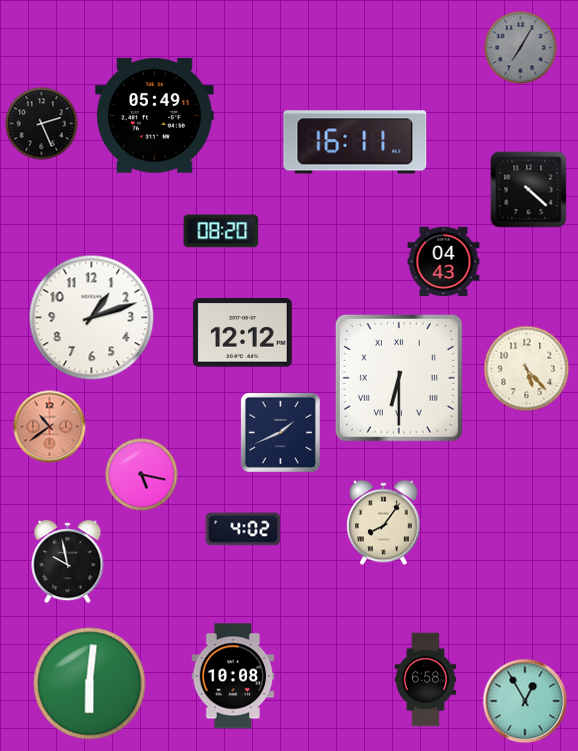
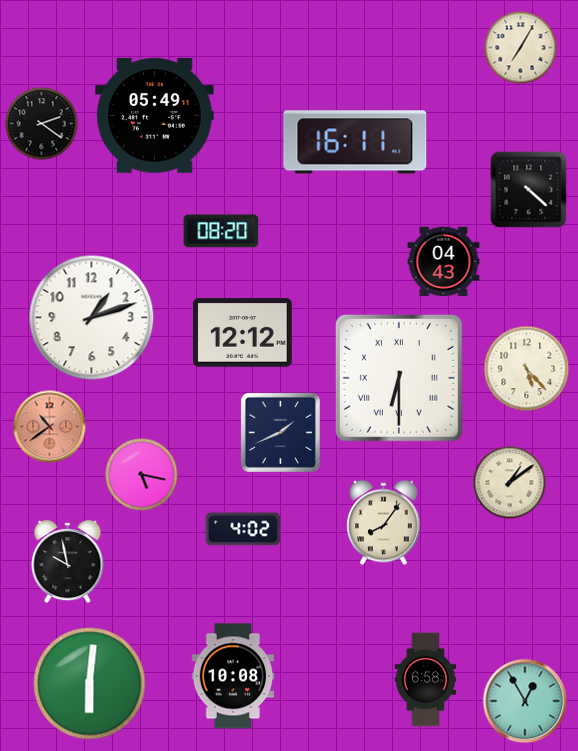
clock at (521, 48) dial: grey -> cream
clock at (42, 124): 2:26 -> 2:21
clock at (510, 483): none -> 1:09
